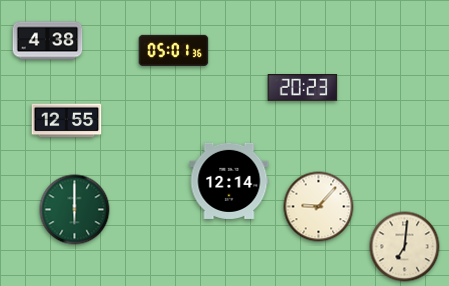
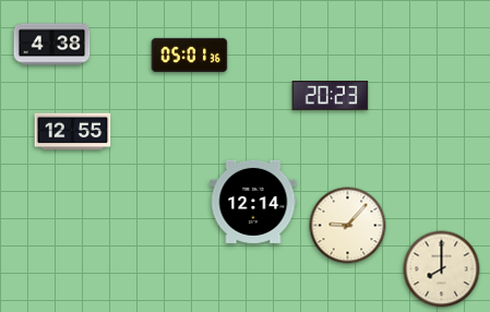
clock at (229, 181) position: (229, 181) -> (253, 202)
clock at (75, 210): 6:00 -> none
clock at (405, 247): 7:01 -> 8:00
